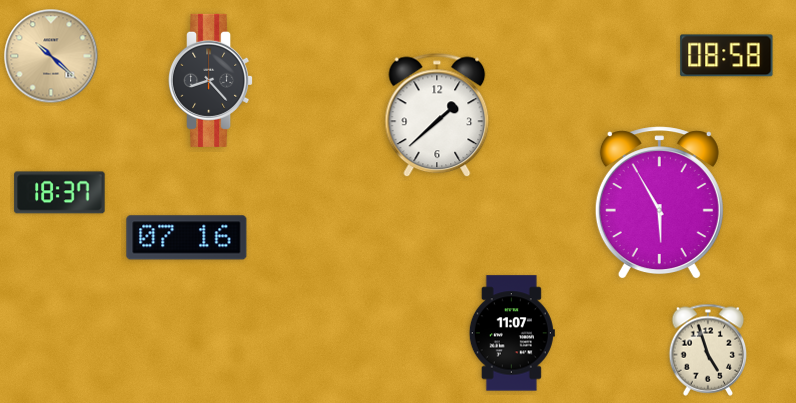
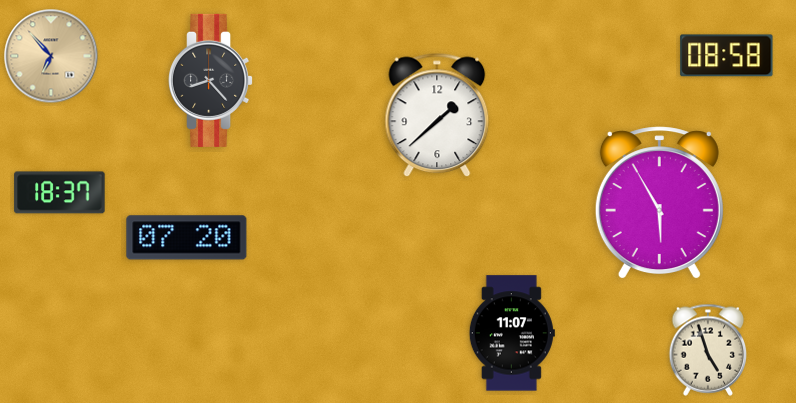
clock at (51, 56): 10:22 -> 6:53
clock at (187, 238): 07:16 -> 07:20
